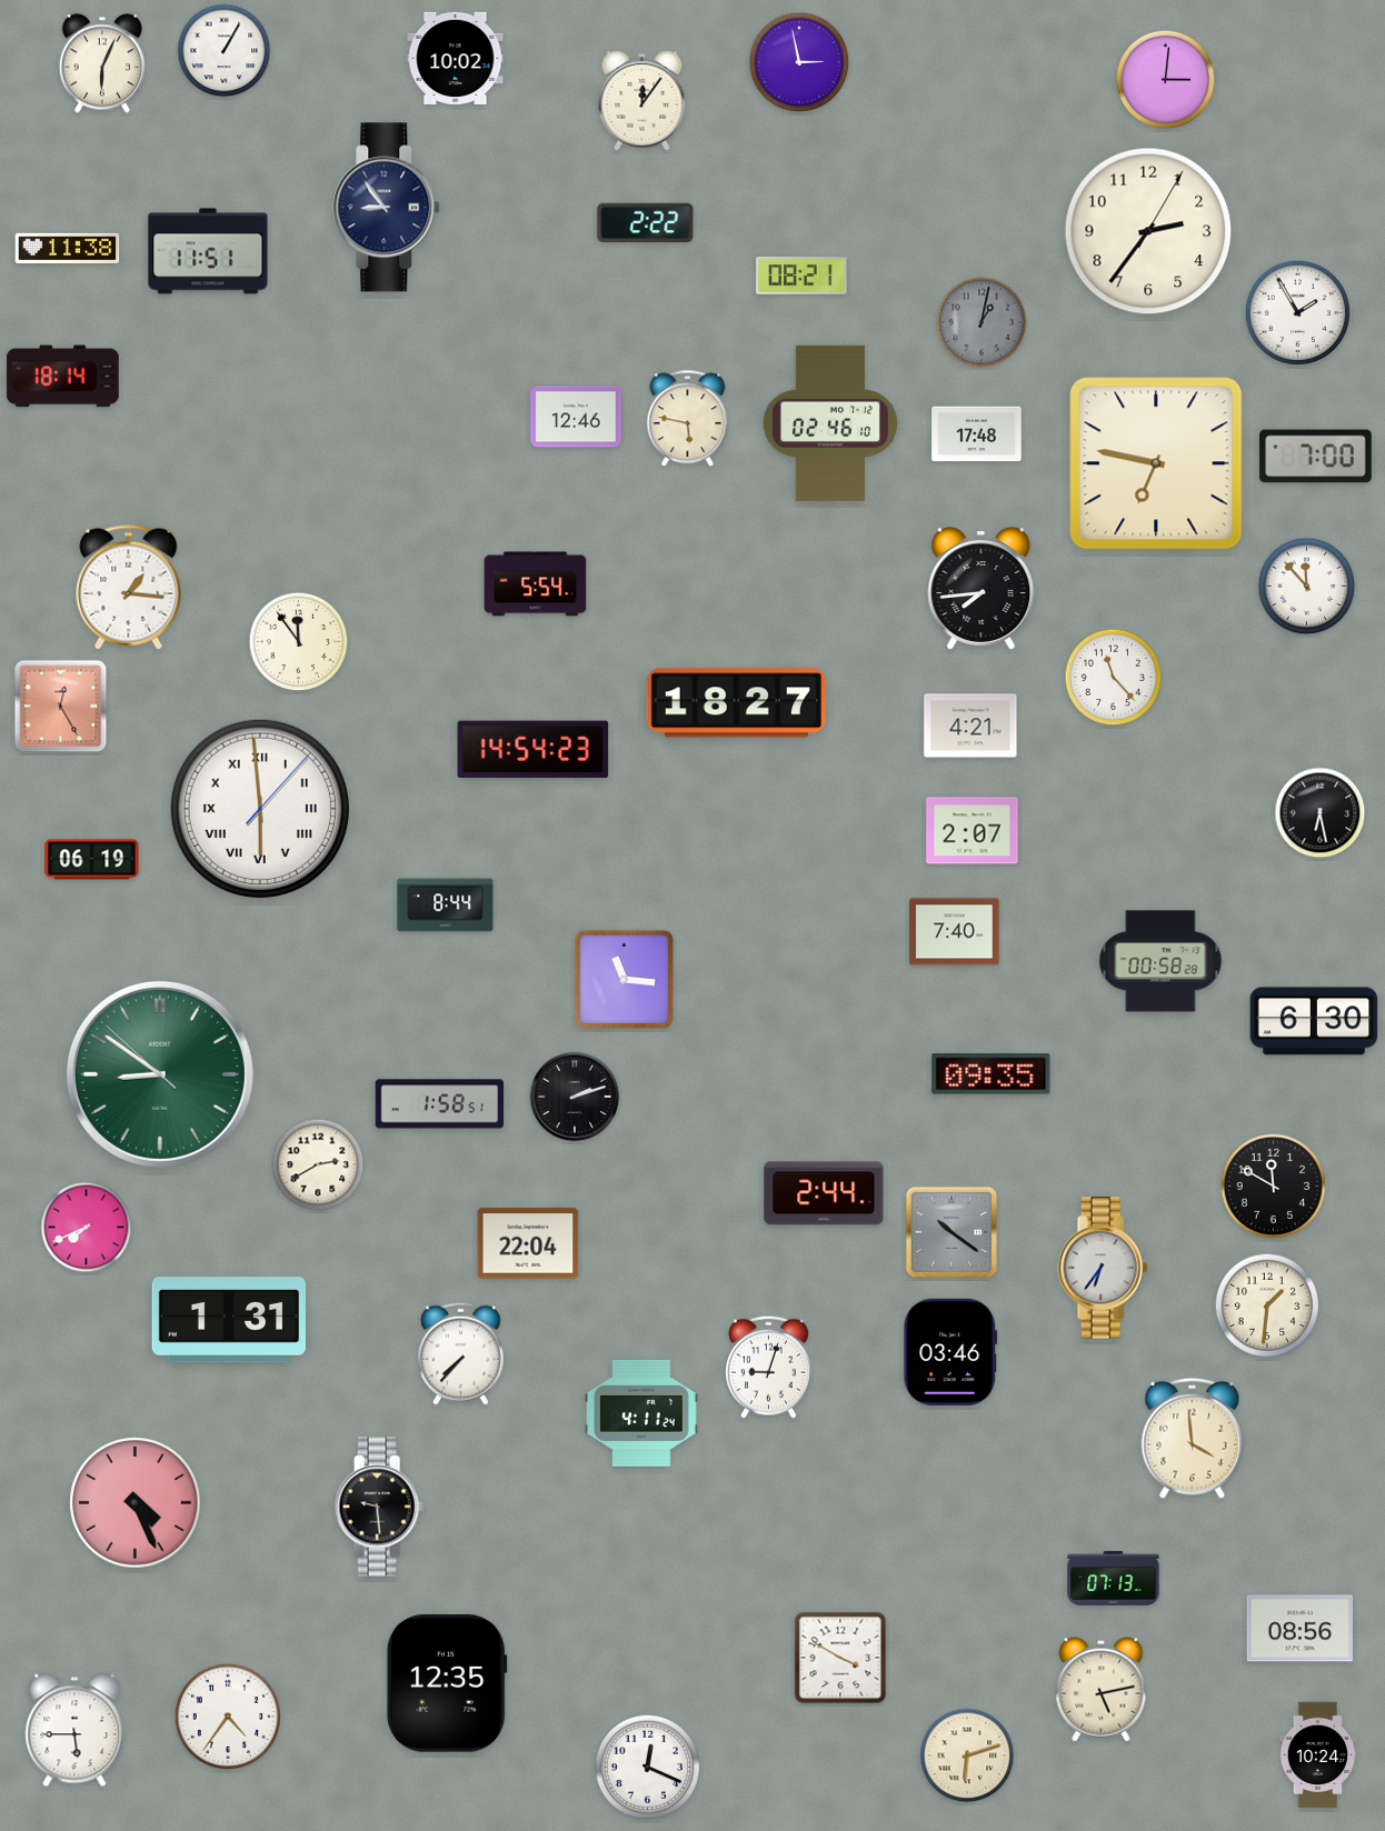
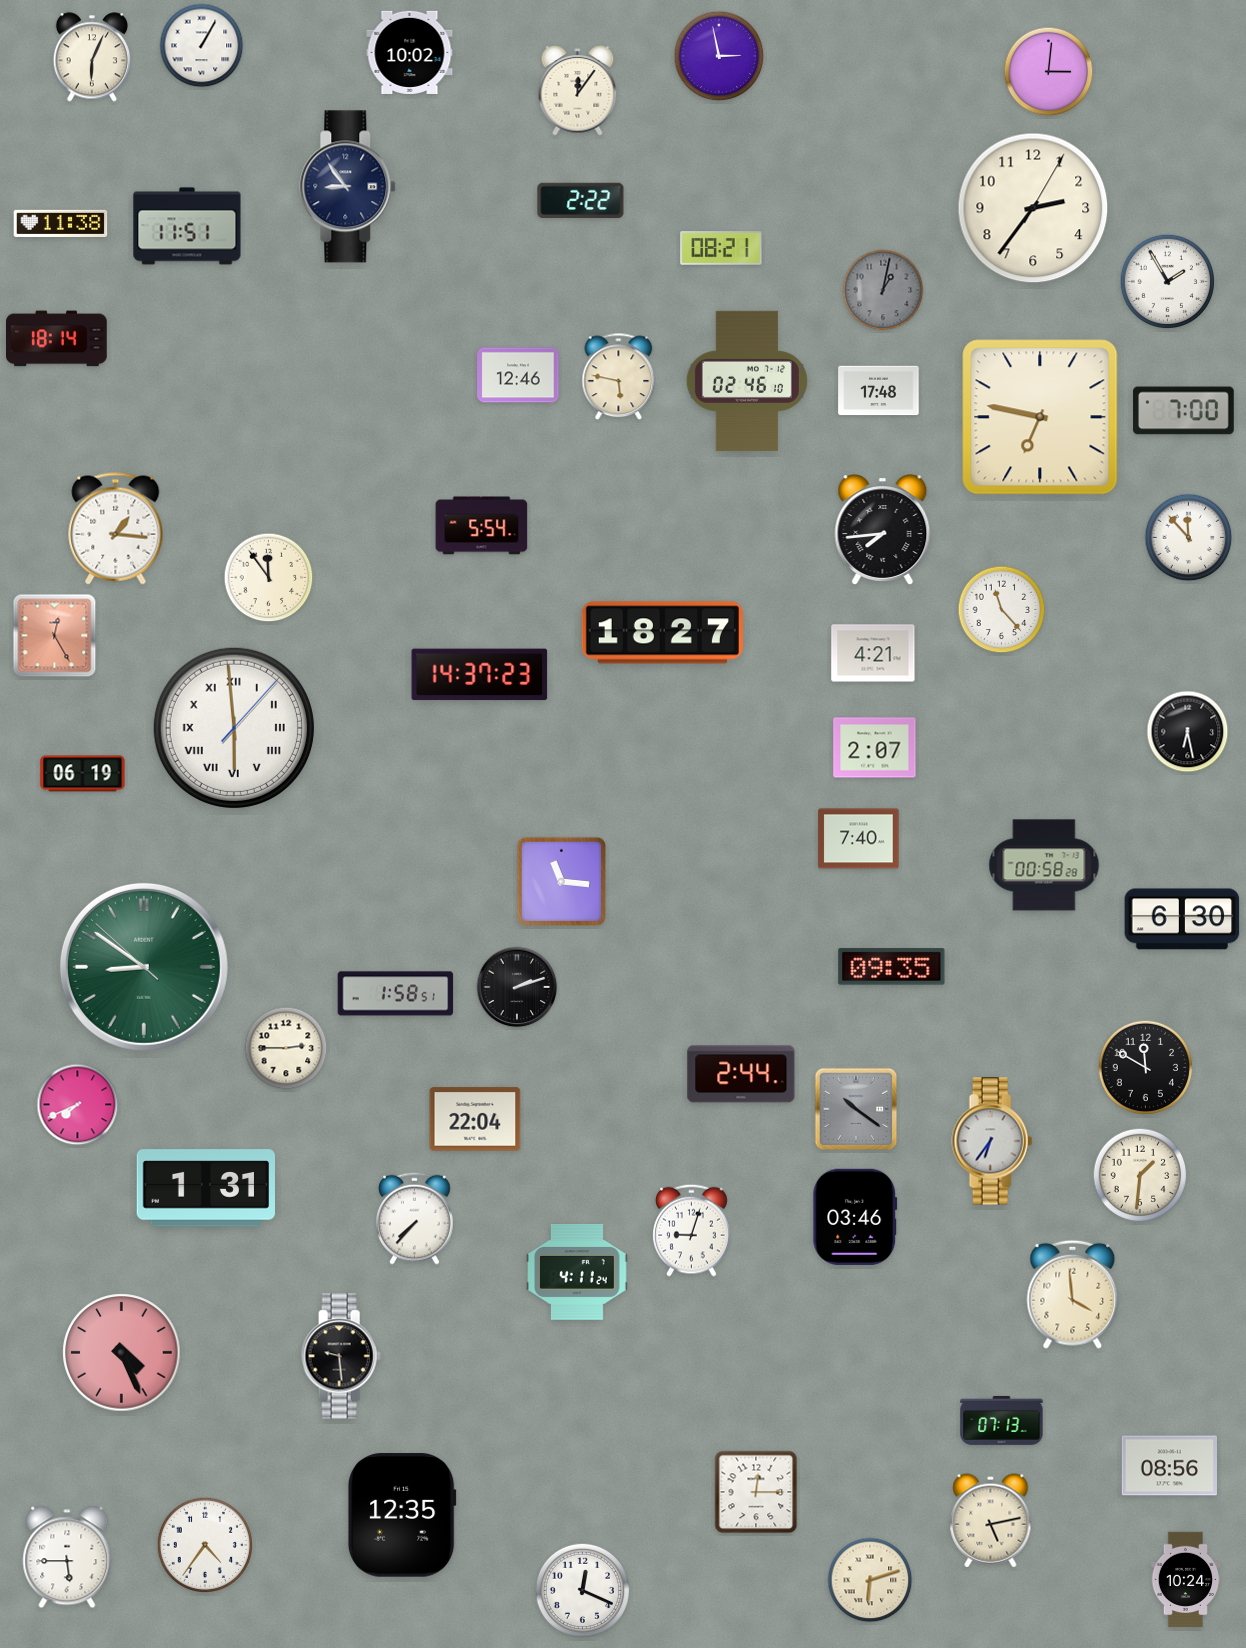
clock at (1307, 587) position: (1307, 587) -> (1189, 538)
clock at (534, 750): 14:54 -> 14:37
clock at (446, 906): 8:44 -> none
clock at (318, 1164): 2:40 -> 2:45
clock at (840, 1658): 3:50 -> 12:15
